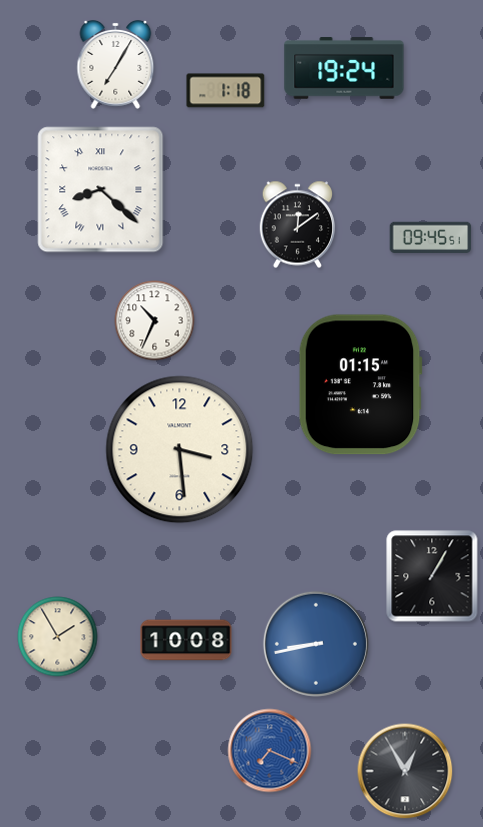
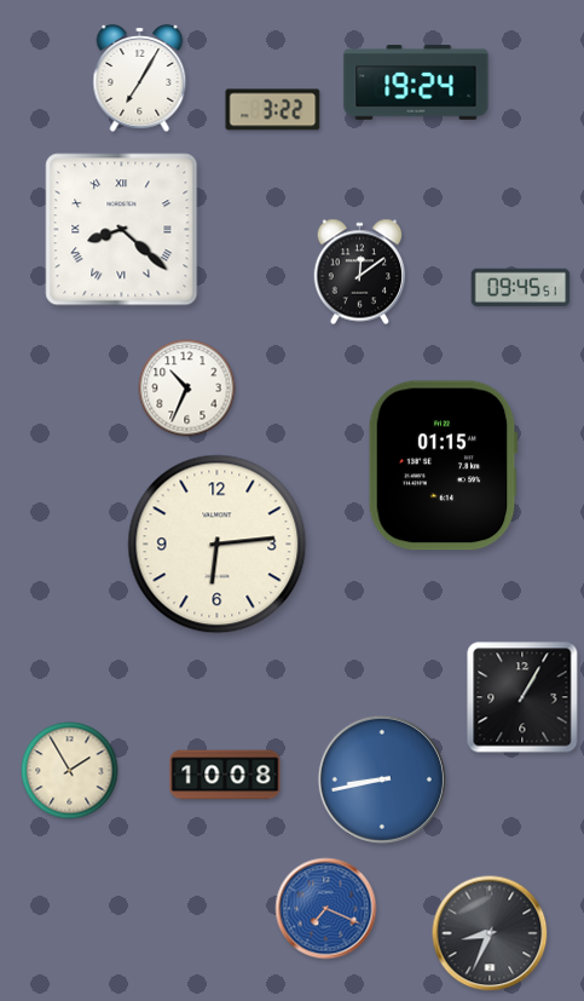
clock at (226, 91): 1:18 -> 3:22
clock at (360, 385) position: (360, 385) -> (443, 466)
clock at (180, 450): 3:29 -> 6:14
clock at (405, 771): 12:55 -> 8:34
